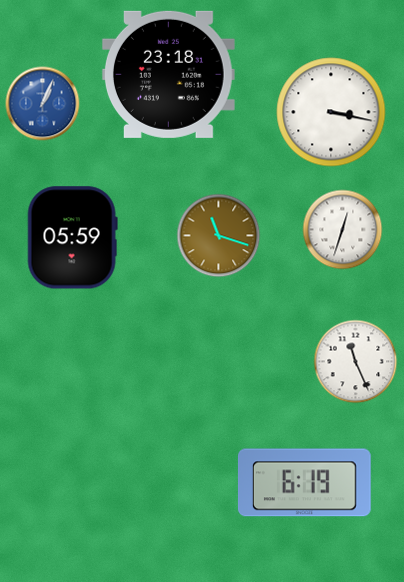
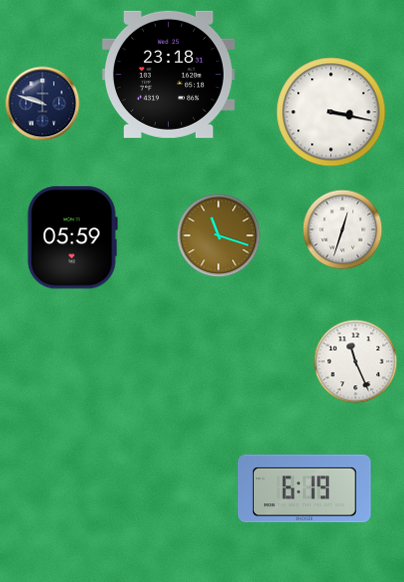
clock at (43, 104): 1:04 -> 9:48
clock at (43, 104) dial: blue -> navy
clock at (304, 483) position: (304, 483) -> (304, 489)
